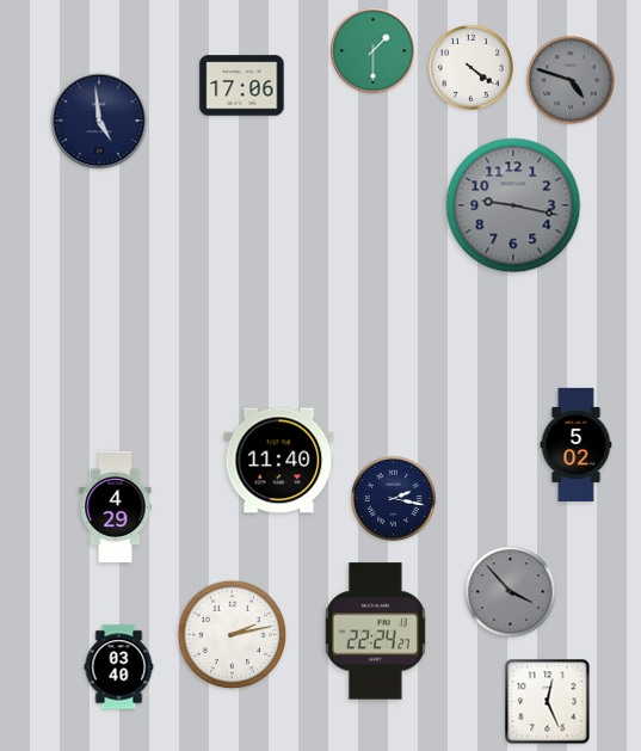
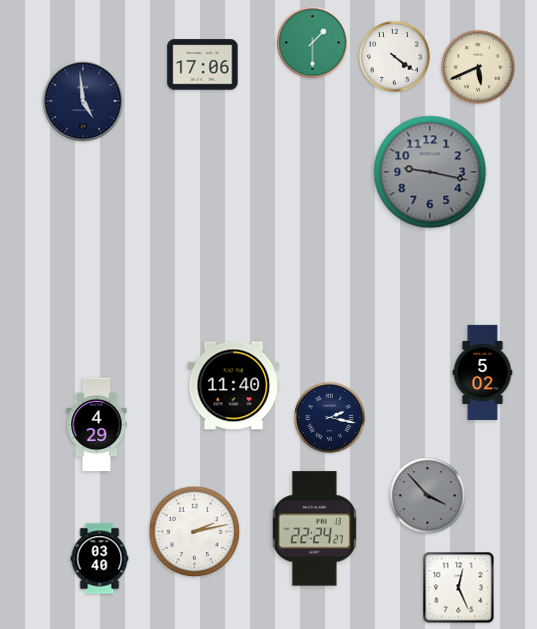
clock at (571, 80): 4:48 -> 5:41
clock at (571, 80) dial: grey -> cream
clock at (242, 86) position: (242, 86) -> (203, 65)
